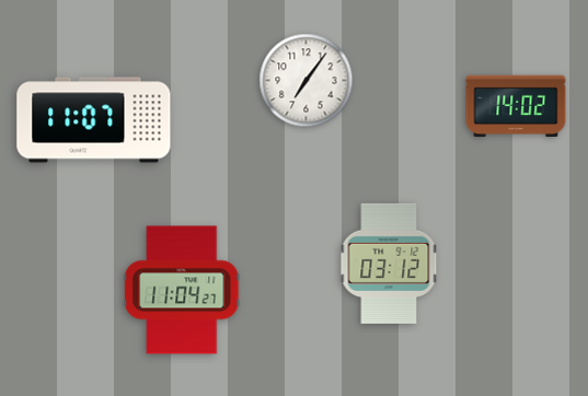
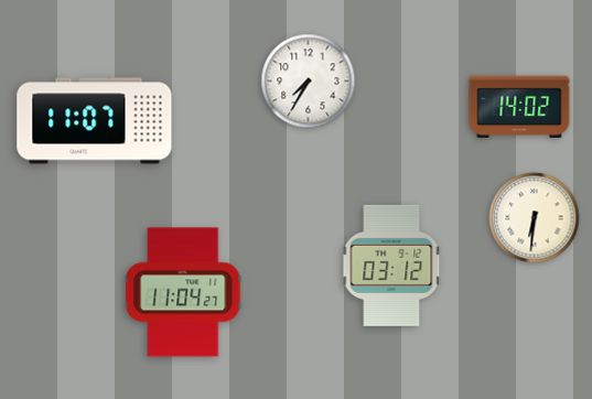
clock at (307, 81): 7:06 -> 7:35
clock at (535, 218): none -> 6:31
